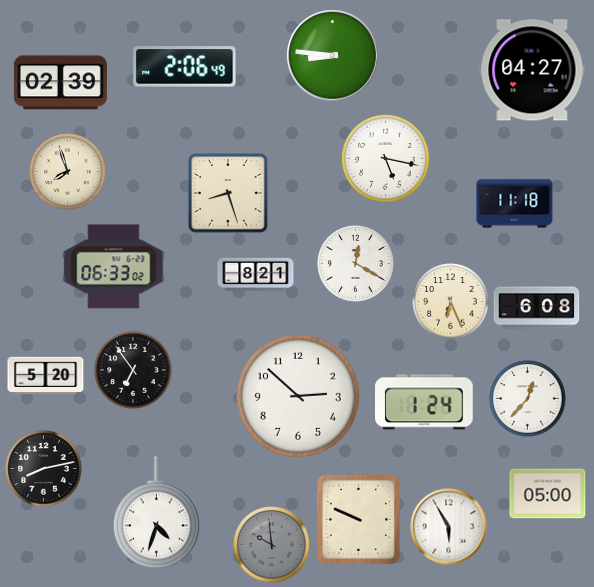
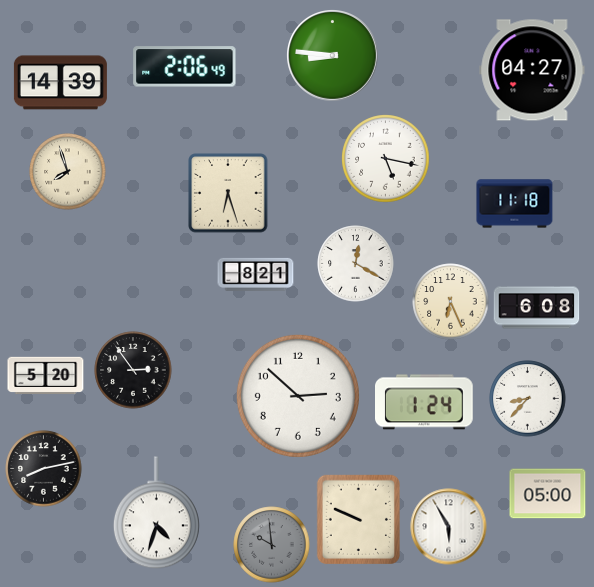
clock at (60, 83): 02:39 -> 14:39
clock at (228, 193): 8:27 -> 6:27
clock at (114, 267): 06:33 -> none
clock at (133, 370): 6:54 -> 2:54
clock at (528, 399): 12:37 -> 8:37
